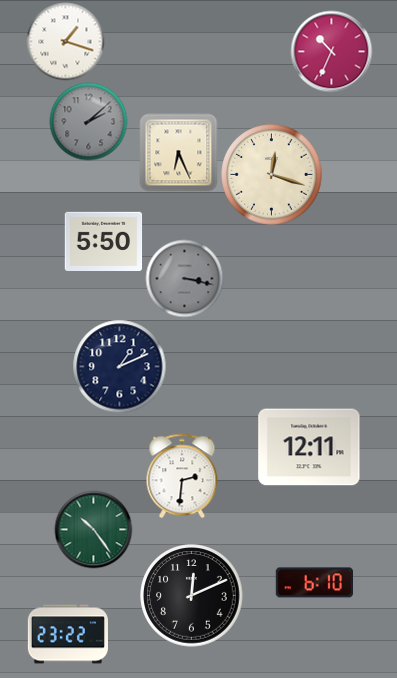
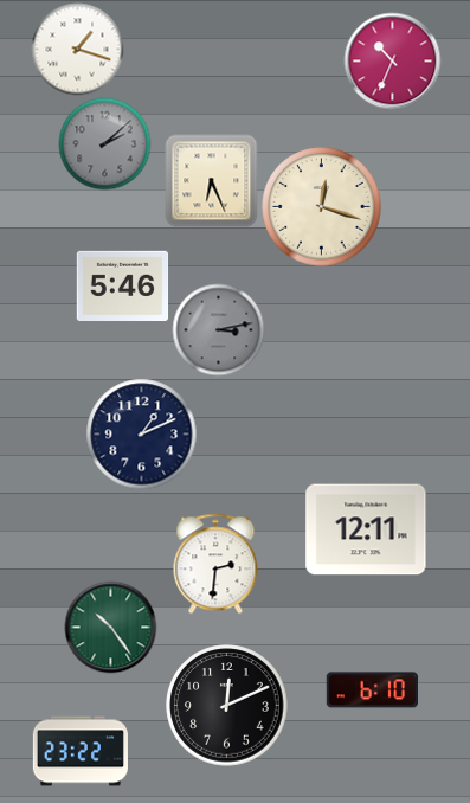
clock at (103, 241): 5:50 -> 5:46
clock at (184, 278): 3:17 -> 3:13
